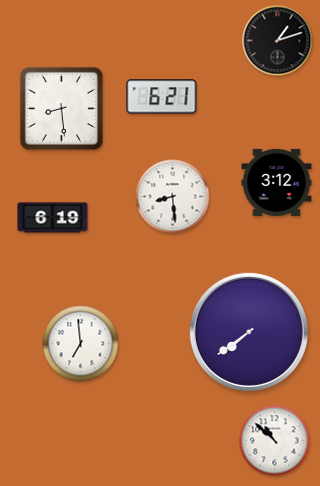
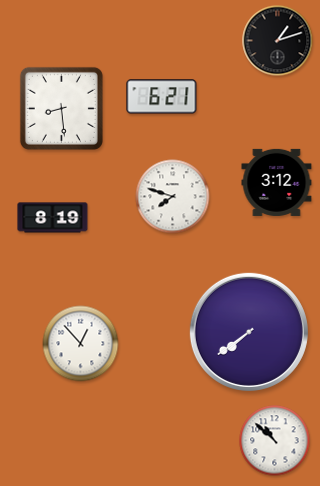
clock at (173, 197): 8:29 -> 7:48
clock at (53, 218): 6:19 -> 8:19
clock at (81, 344): 6:59 -> 12:53
